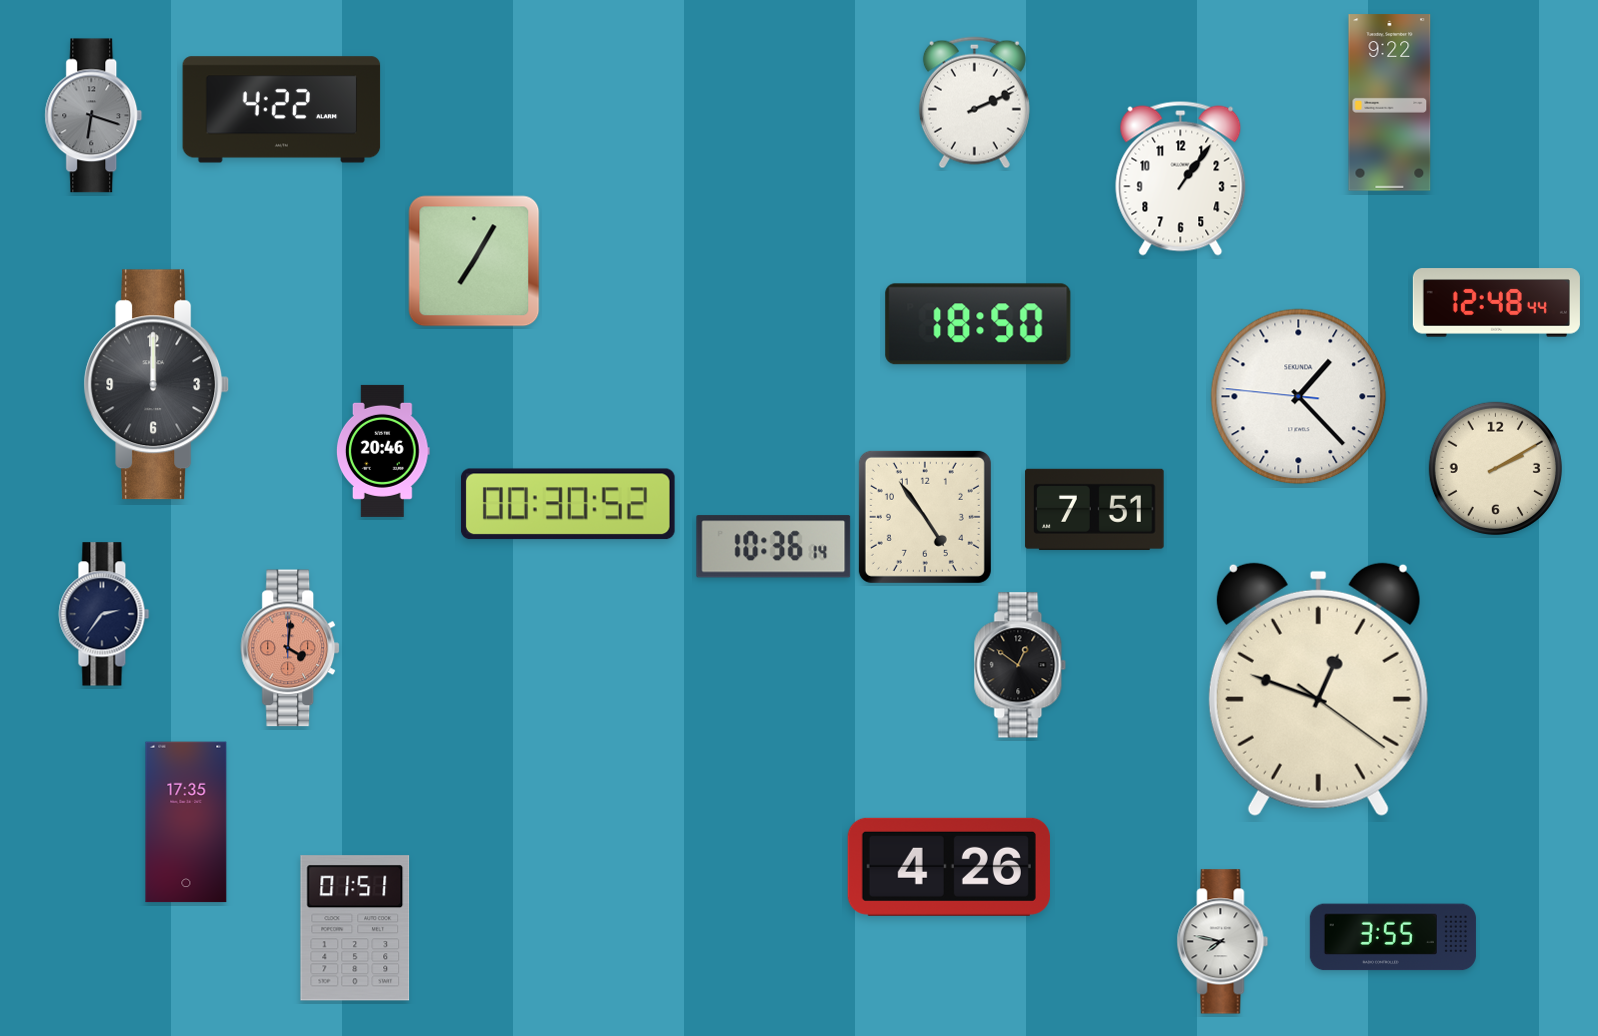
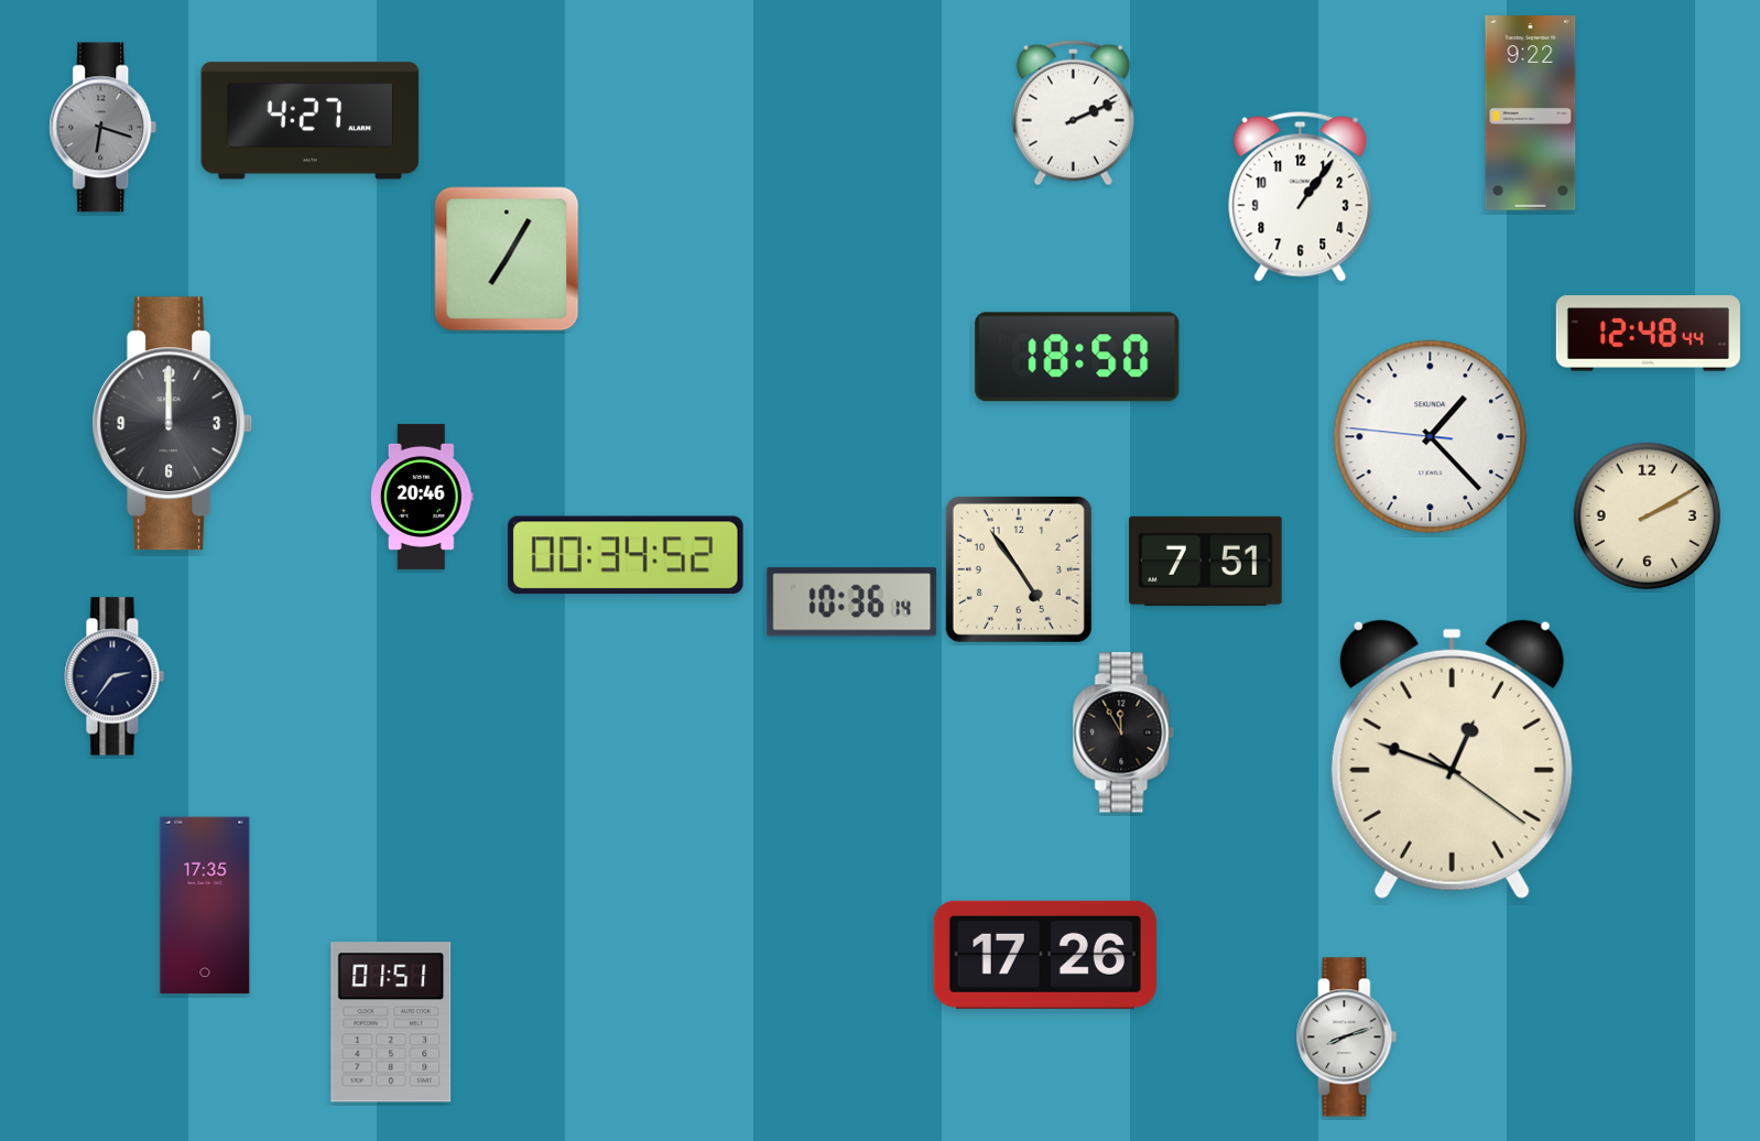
clock at (282, 110): 4:22 -> 4:27
clock at (474, 261) position: (474, 261) -> (507, 259)
clock at (568, 504): 00:30 -> 00:34
clock at (291, 648): 4:01 -> none
clock at (1020, 665): 12:51 -> 11:55
clock at (949, 867): 4:26 -> 17:26
clock at (1393, 937): 3:55 -> none
clock at (1223, 942): 7:47 -> 8:12
